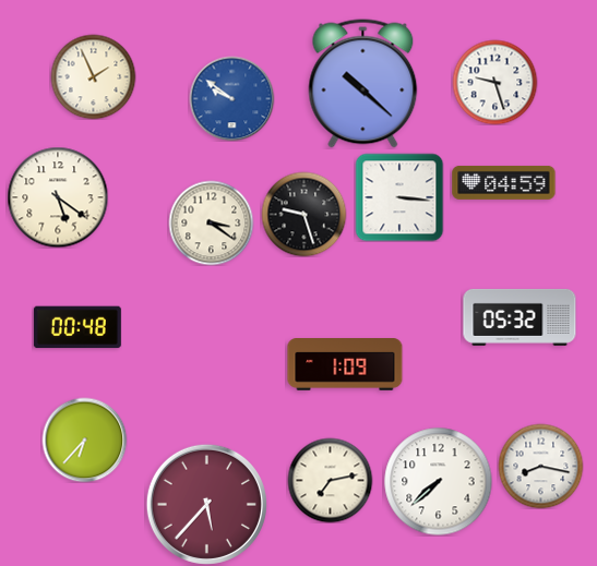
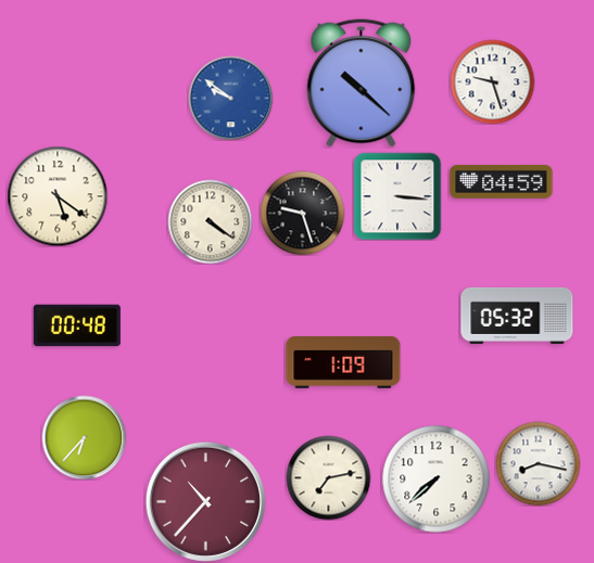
clock at (93, 76): 1:56 -> none
clock at (211, 222): 3:21 -> 4:21
clock at (206, 504): 5:37 -> 10:37
